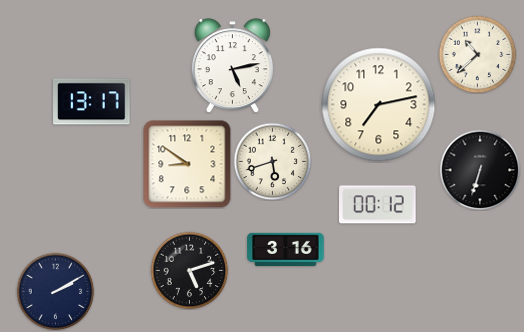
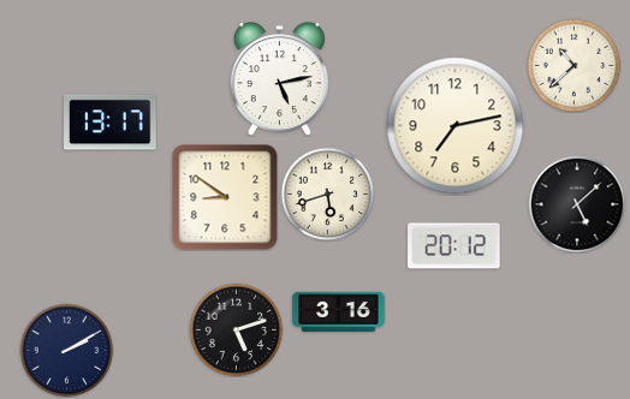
clock at (480, 170): 6:33 -> 5:08
clock at (378, 205): 00:12 -> 20:12
clock at (286, 249) position: (286, 249) -> (339, 311)
clock at (189, 270) position: (189, 270) -> (236, 329)
